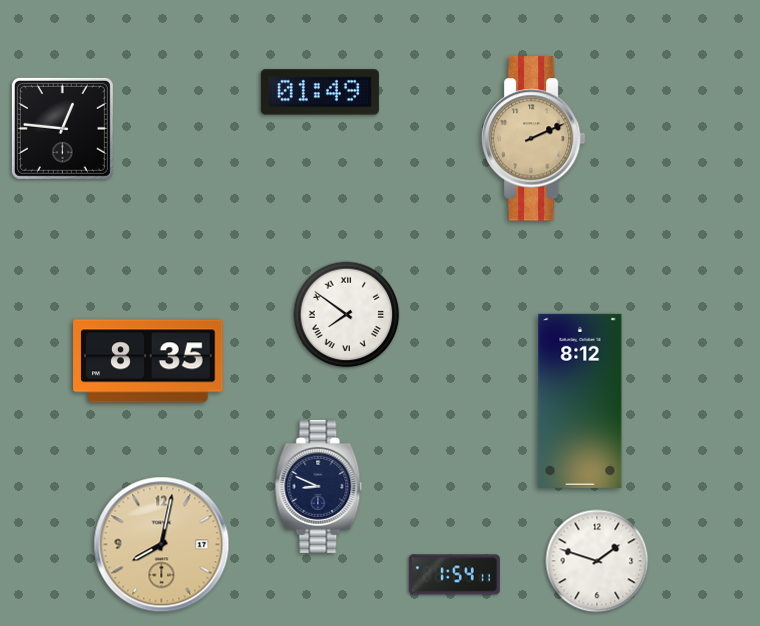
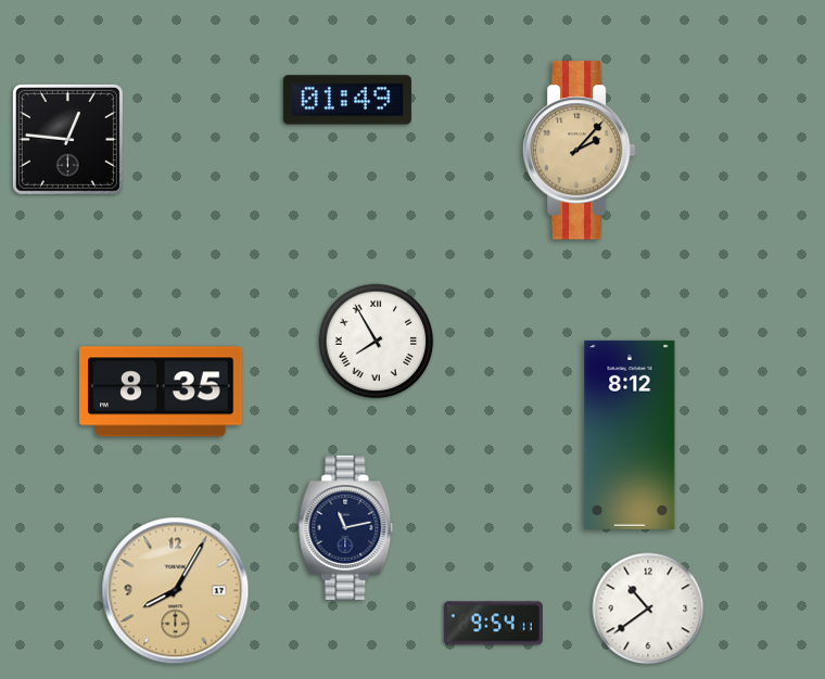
clock at (533, 139): 2:11 -> 2:07
clock at (347, 315): 7:51 -> 7:55
clock at (319, 486): 8:49 -> 11:13
clock at (162, 545): 8:02 -> 8:05
clock at (597, 561): 1:48 -> 10:39
clock at (454, 575): 1:54 -> 9:54
